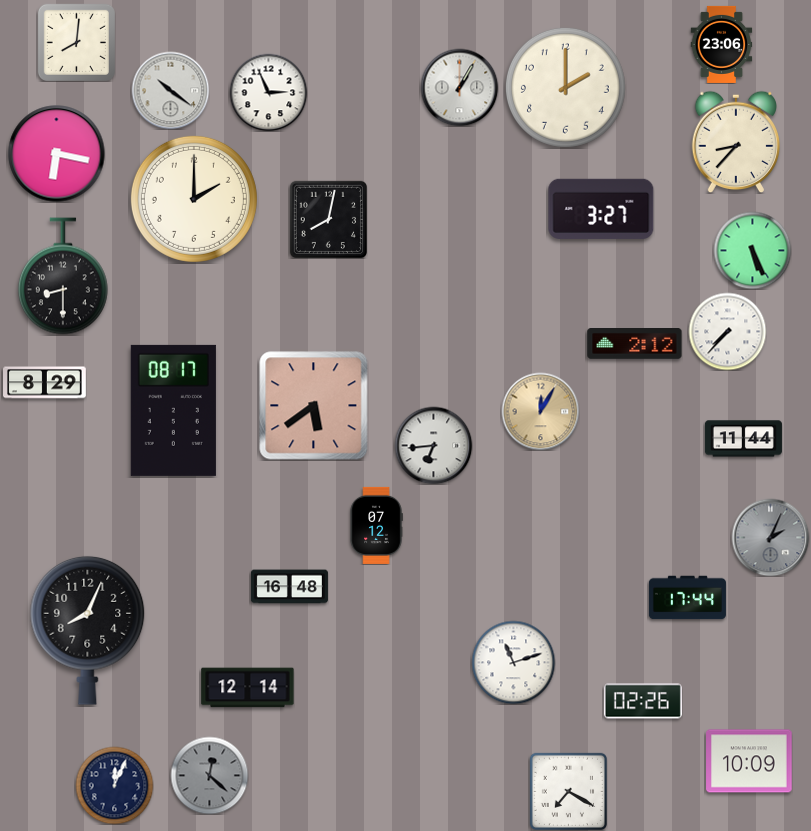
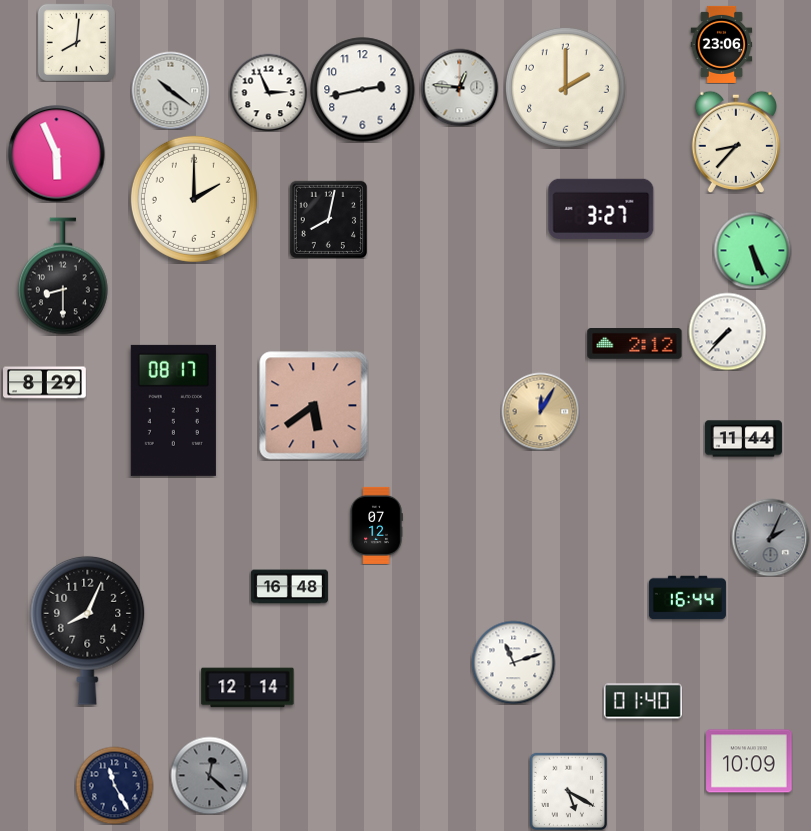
clock at (459, 87): 1:05 -> 12:46
clock at (363, 90): none -> 2:43
clock at (57, 154): 6:17 -> 5:56
clock at (433, 445): 6:44 -> none
clock at (687, 598): 17:44 -> 16:44
clock at (643, 701): 02:26 -> 01:40
clock at (114, 785): 12:04 -> 11:25
clock at (568, 791): 7:20 -> 5:20
